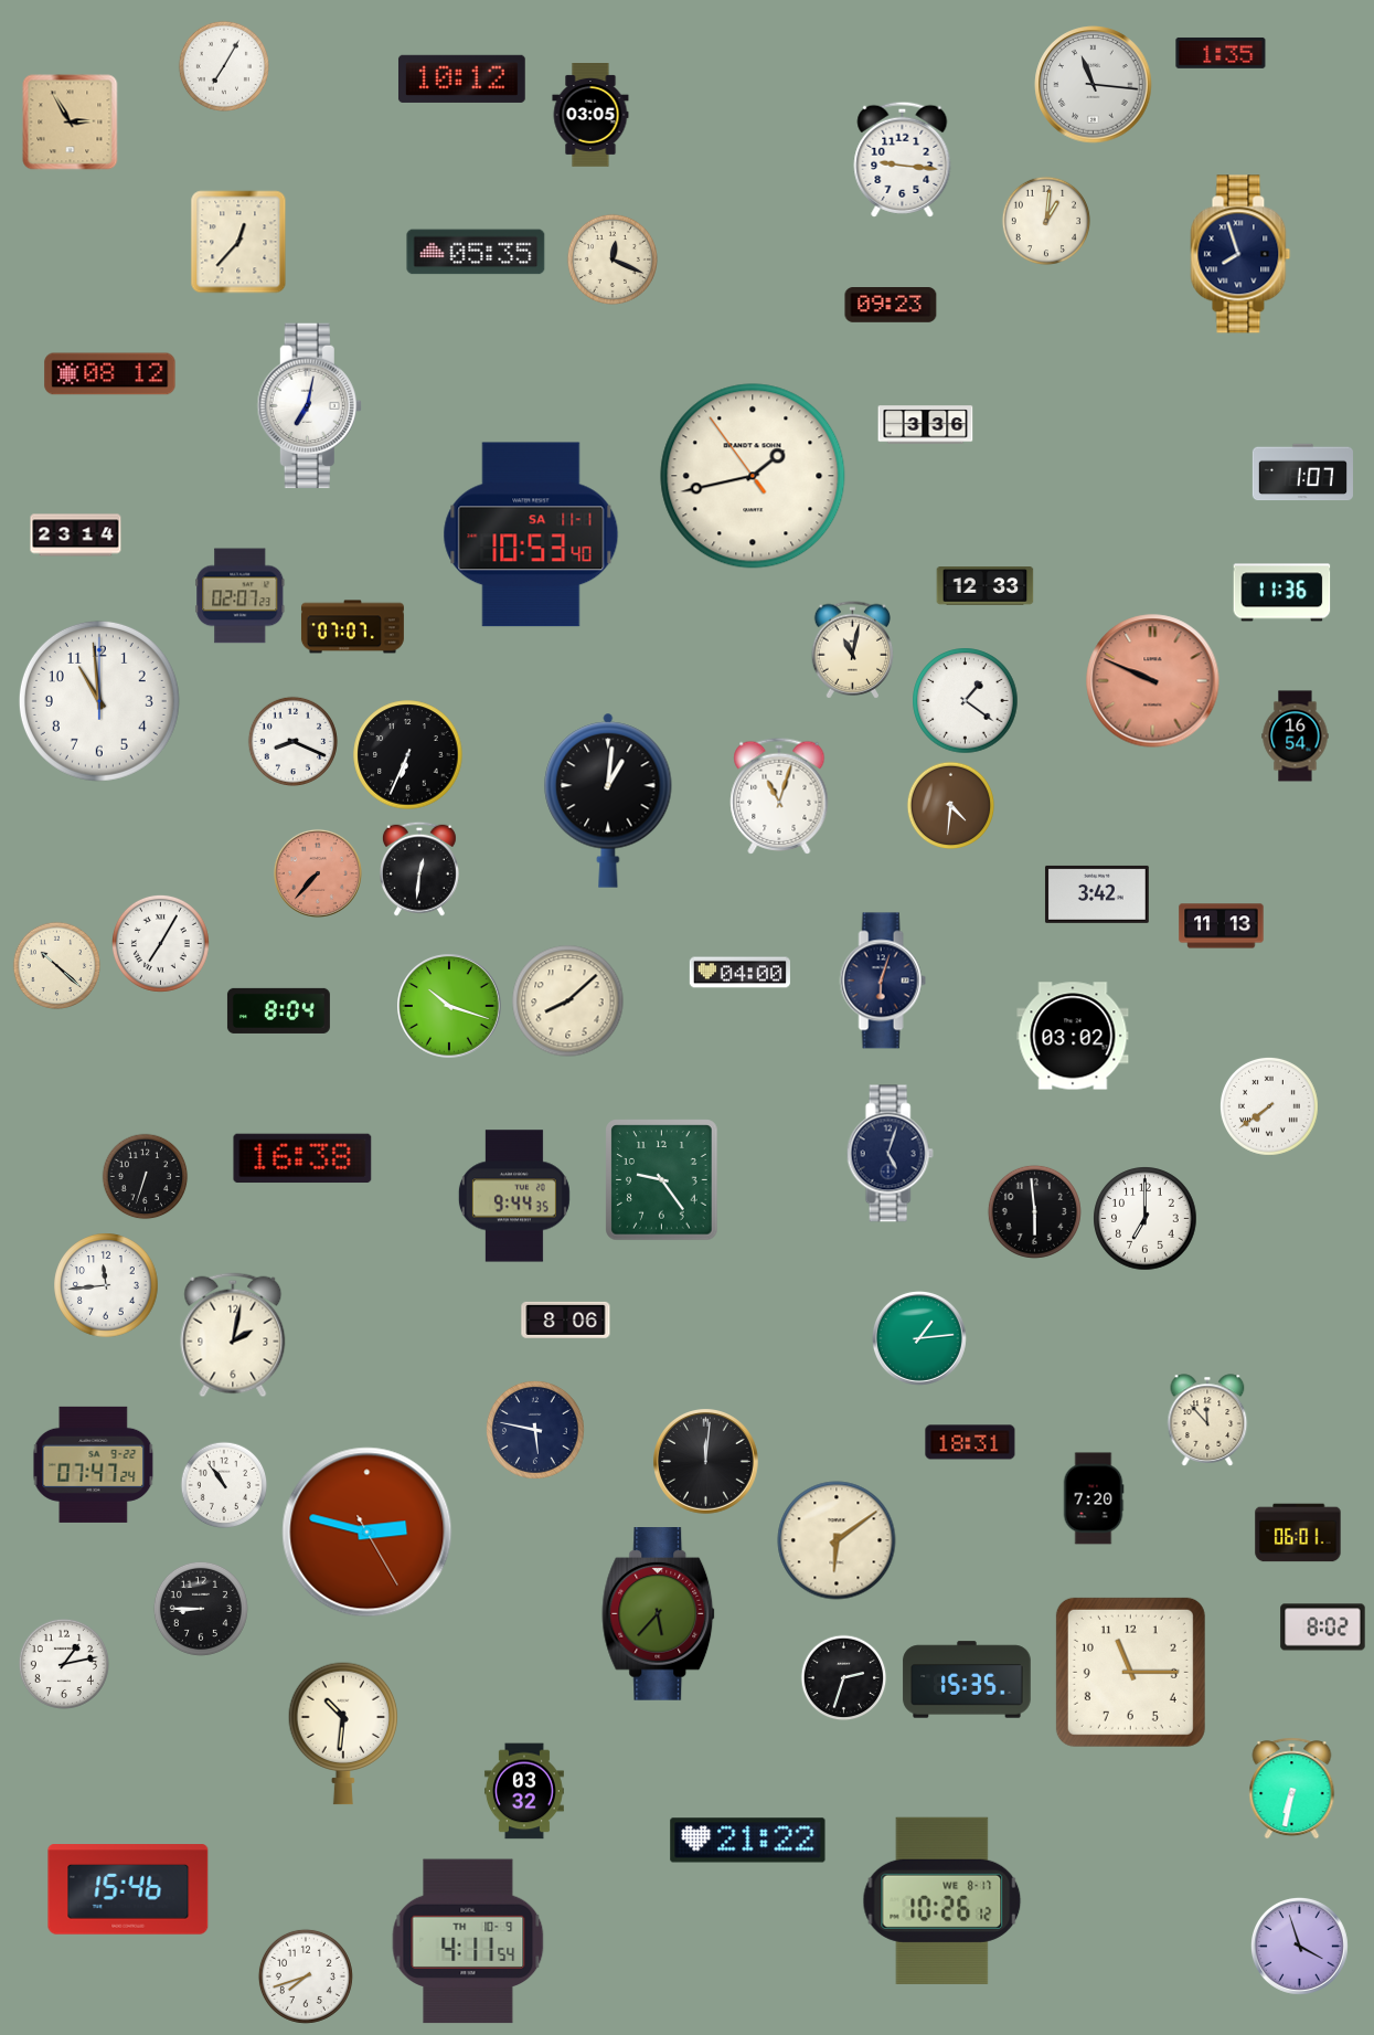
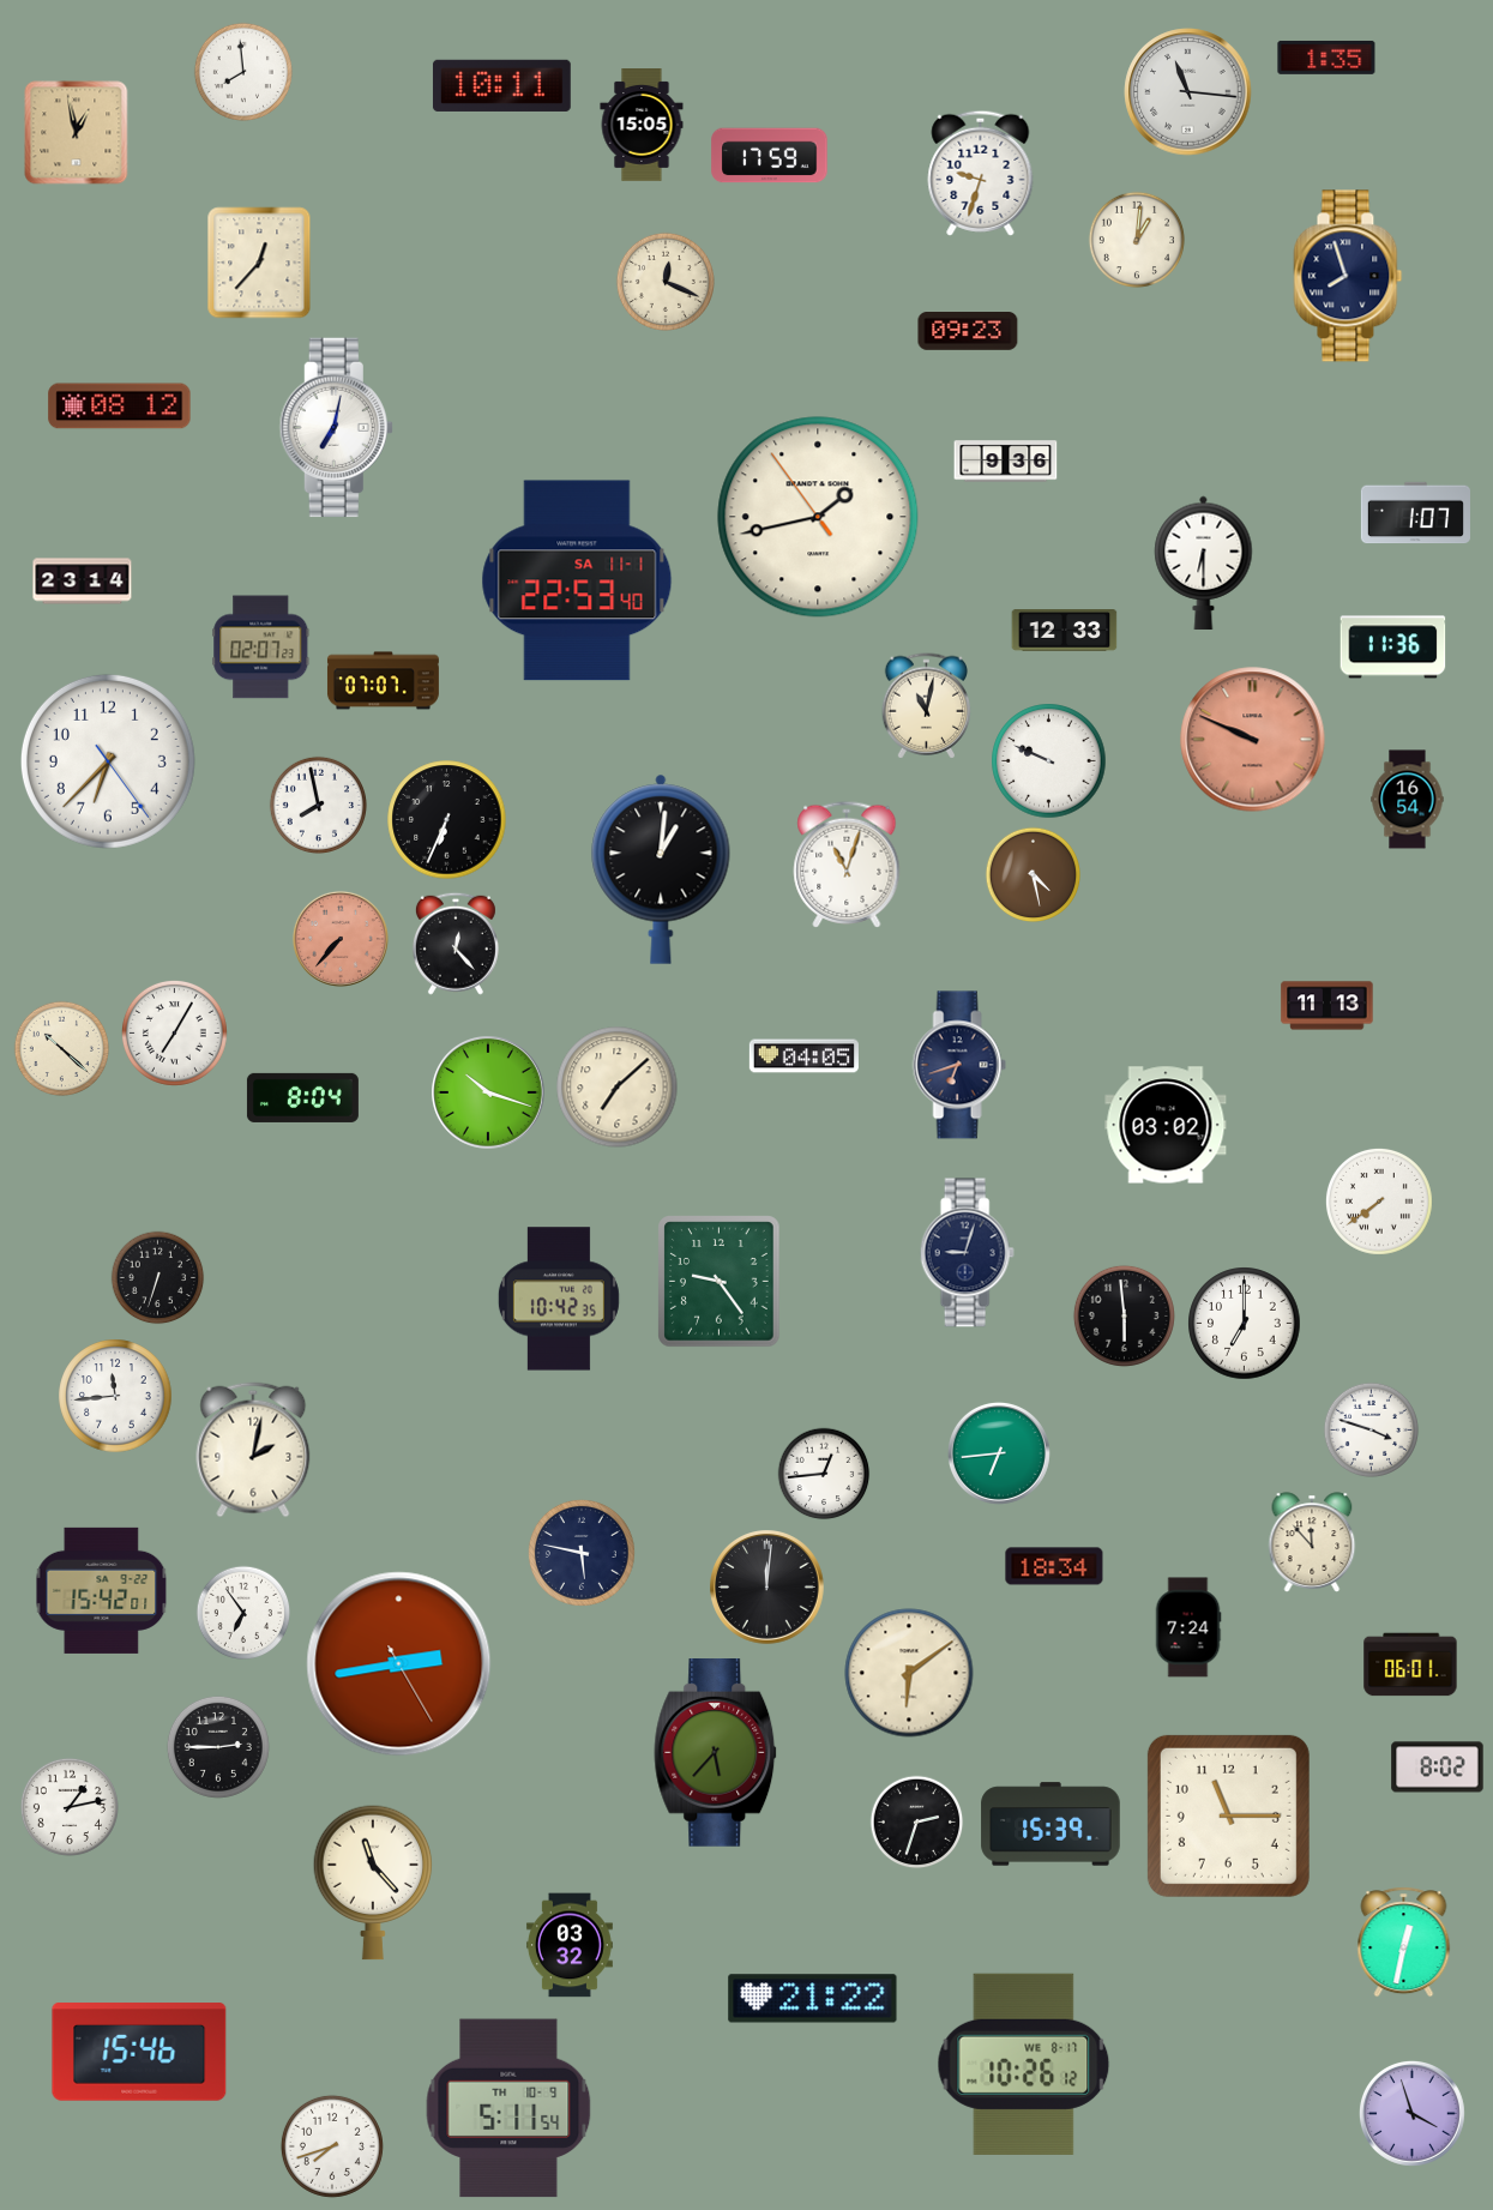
clock at (224, 66): 7:05 -> 7:59
clock at (461, 78): 10:12 -> 10:11
clock at (590, 116): 03:05 -> 15:05
clock at (71, 123): 2:55 -> 12:58
clock at (770, 156): none -> 17:59
clock at (903, 159): 9:16 -> 9:33
clock at (476, 252): 05:35 -> none
clock at (309, 406) position: (309, 406) -> (336, 428)
clock at (926, 425): 3:36 -> 9:36
clock at (1204, 562): none -> 6:30
clock at (531, 534): 10:53 -> 22:53
clock at (986, 586) position: (986, 586) -> (1065, 631)
clock at (1282, 593) position: (1282, 593) -> (1393, 648)
clock at (99, 701): 10:59 -> 6:37
clock at (966, 701): 1:21 -> 9:49
clock at (292, 741): 8:19 -> 7:58
clock at (408, 755) position: (408, 755) -> (447, 820)
clock at (951, 806): 4:31 -> 4:28
clock at (419, 869): 12:31 -> 12:23
clock at (318, 873) position: (318, 873) -> (341, 939)
clock at (1097, 894): 3:42 -> none
clock at (160, 943) position: (160, 943) -> (174, 1032)
clock at (739, 973): 04:00 -> 04:05
clock at (883, 981): 6:03 -> 6:42
clock at (568, 1001): 8:08 -> 7:08
clock at (890, 1154): 5:03 -> 9:03
clock at (302, 1158): 16:38 -> none
clock at (514, 1196): 9:44 -> 10:42
clock at (1372, 1431): none -> 3:48
clock at (566, 1319): 8:06 -> none
clock at (919, 1338): 1:14 -> 6:44
clock at (824, 1474): none -> 12:44
clock at (970, 1442): 18:31 -> 18:34
clock at (94, 1464): 07:47 -> 15:42
clock at (224, 1485): 10:54 -> 6:54
clock at (1094, 1498): 7:20 -> 7:24
clock at (368, 1533): 2:47 -> 2:43
clock at (201, 1609): 8:45 -> 2:45
clock at (967, 1679): 15:35 -> 15:39
clock at (343, 1734): 10:31 -> 11:23
clock at (1292, 1789): 6:32 -> 12:32
clock at (468, 1941): 4:11 -> 5:11
